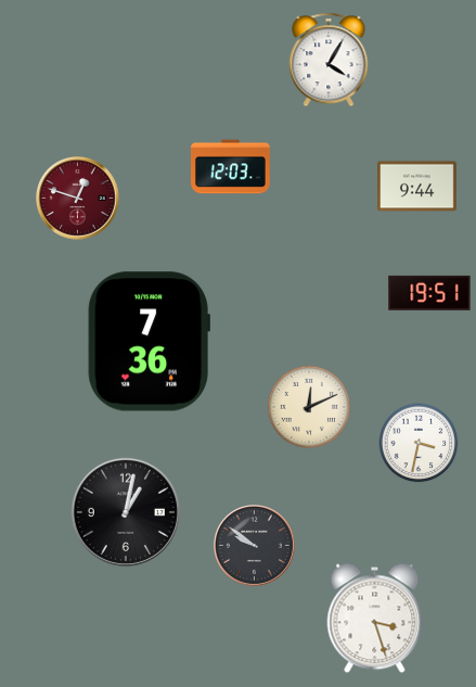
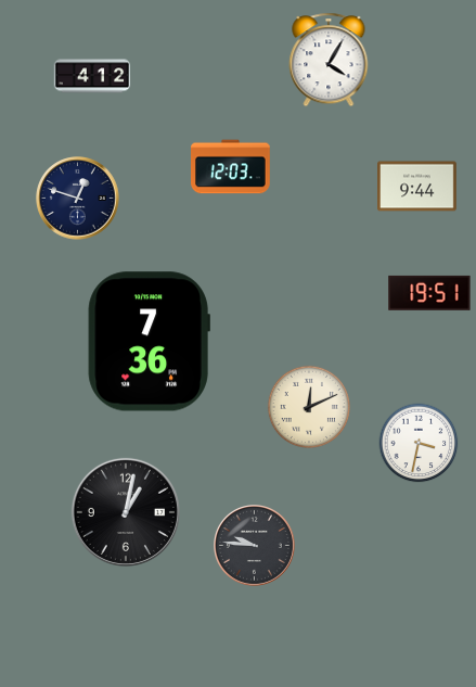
clock at (92, 76): none -> 4:12
clock at (78, 199) dial: burgundy -> navy
clock at (255, 546): 9:51 -> 9:46
clock at (375, 619): 3:27 -> none
